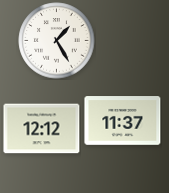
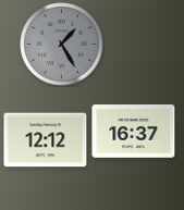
clock at (57, 41) dial: white -> grey
clock at (123, 121): 11:37 -> 16:37
